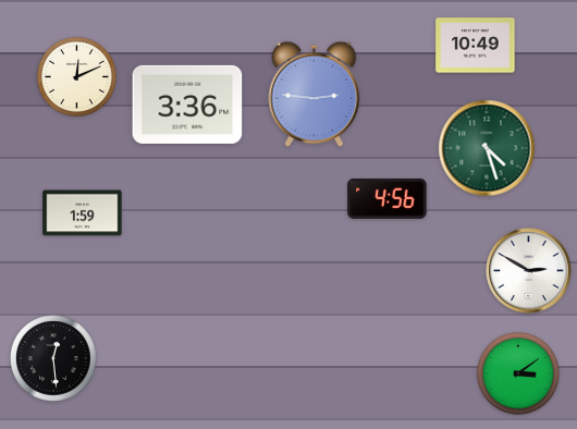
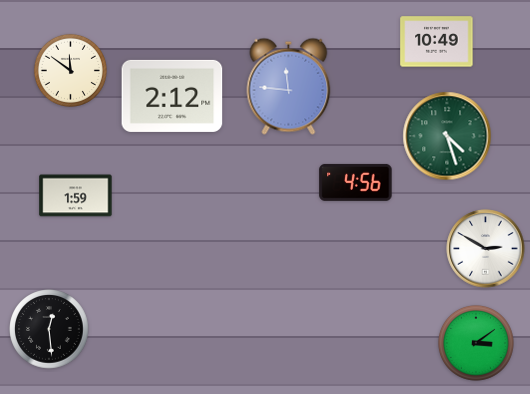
clock at (76, 76): 12:11 -> 11:51
clock at (315, 94): 2:46 -> 11:46
clock at (187, 105): 3:36 -> 2:12
